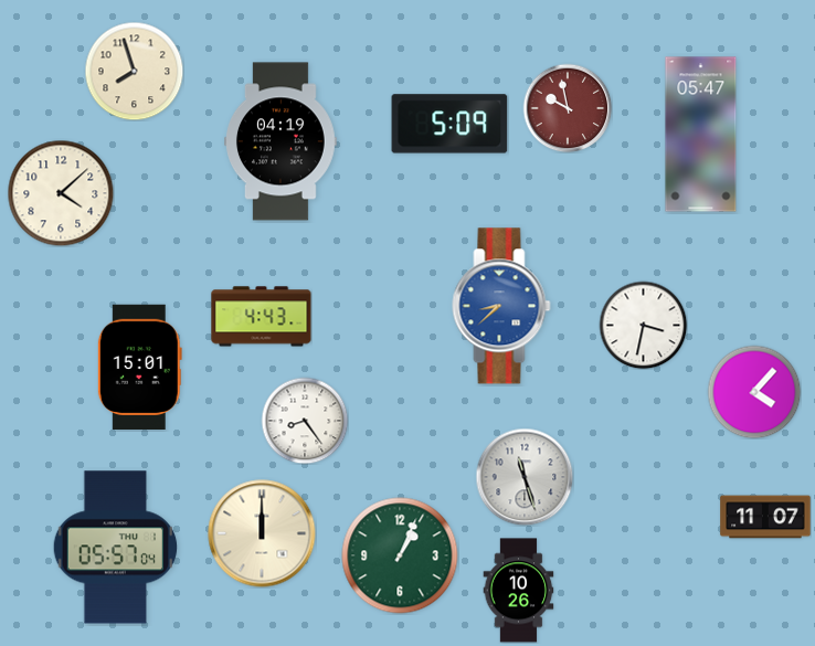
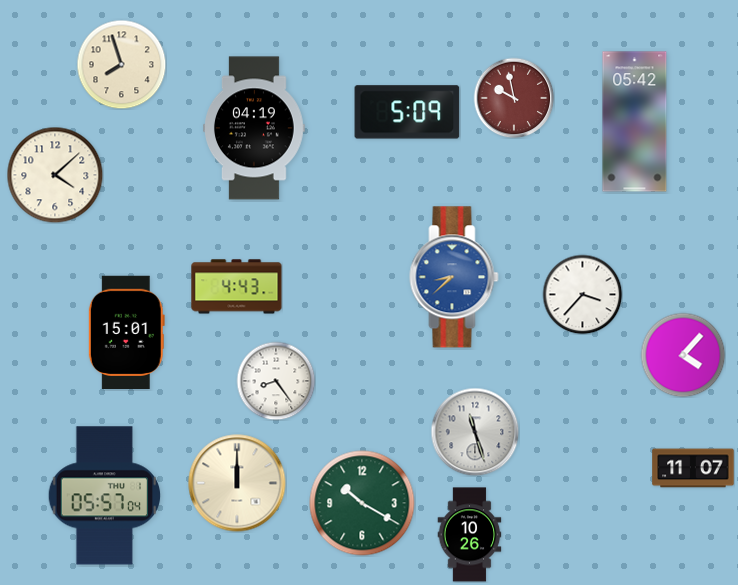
clock at (701, 135): 05:47 -> 05:42
clock at (643, 325): 3:32 -> 3:37
clock at (400, 555): 1:04 -> 10:20
